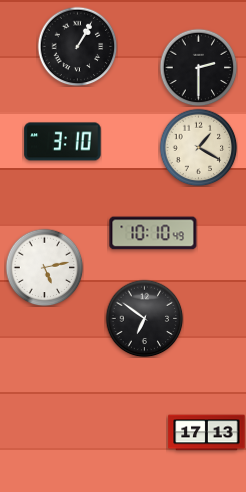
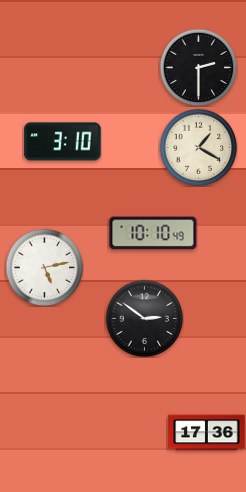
clock at (77, 46): 1:05 -> none
clock at (144, 318): 6:51 -> 2:51
clock at (207, 433): 17:13 -> 17:36
